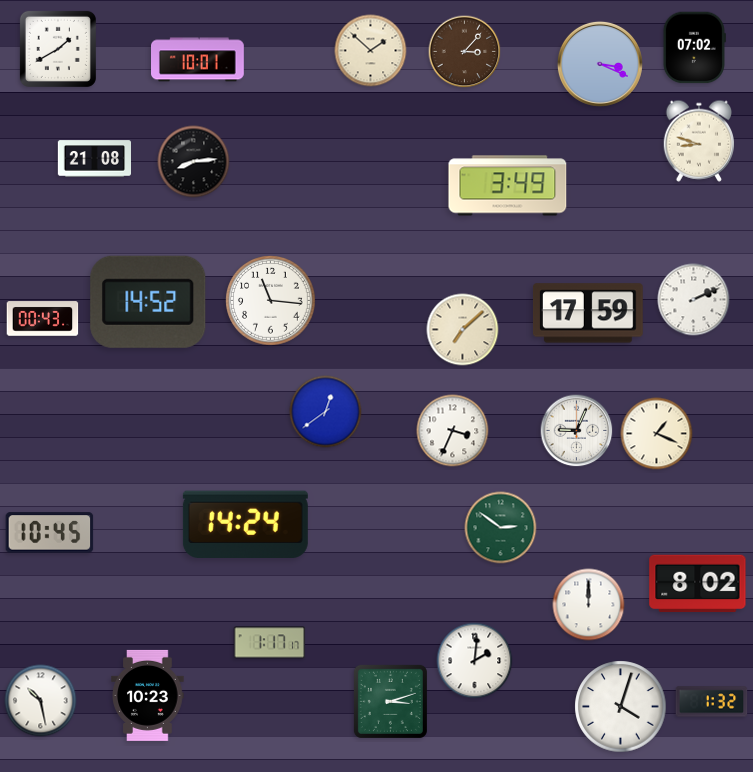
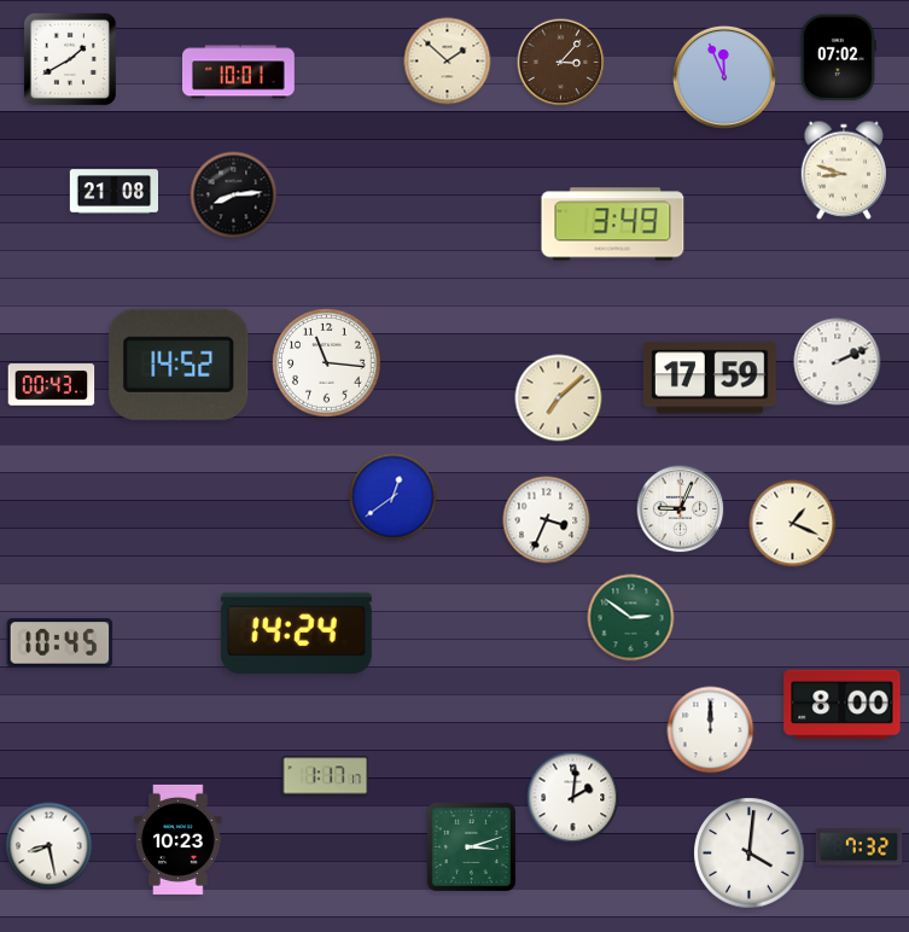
clock at (600, 64): 3:19 -> 11:56
clock at (577, 431) position: (577, 431) -> (681, 509)
clock at (501, 528) position: (501, 528) -> (631, 618)
clock at (698, 584): 8:02 -> 8:00
clock at (41, 701): 10:28 -> 8:28
clock at (712, 702): 1:32 -> 7:32
clock at (621, 707): 4:03 -> 4:01
